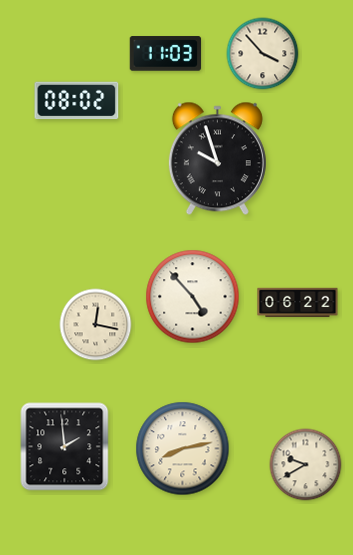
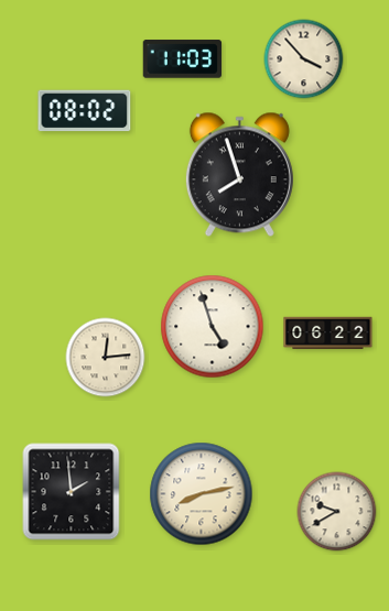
clock at (263, 54) position: (263, 54) -> (304, 59)
clock at (217, 159): 9:57 -> 7:57
clock at (193, 297): 4:53 -> 4:57
clock at (96, 325): 12:17 -> 12:14
